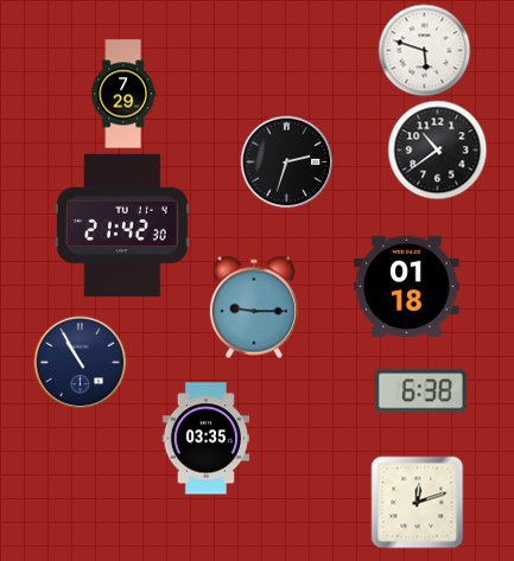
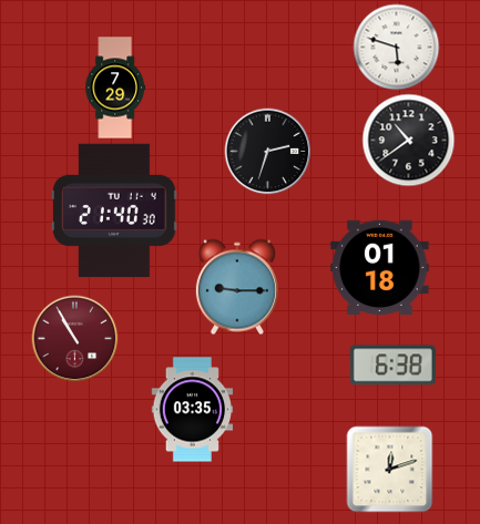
clock at (123, 225): 21:42 -> 21:40
clock at (80, 362) dial: navy -> burgundy
